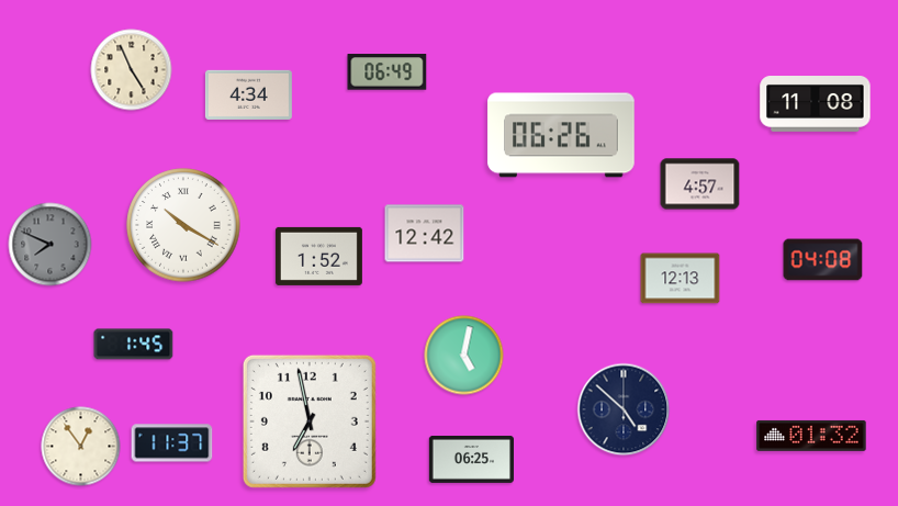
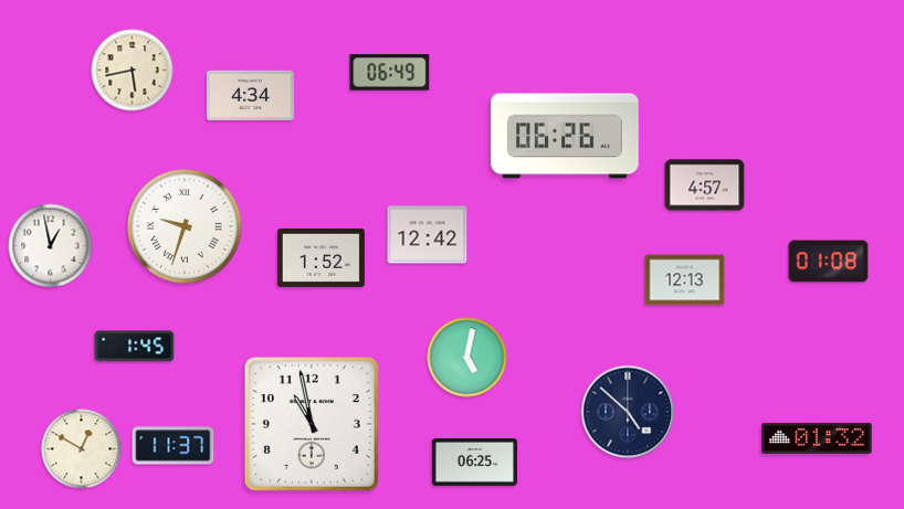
clock at (132, 70): 4:56 -> 5:43
clock at (816, 104): 11:08 -> none
clock at (183, 225): 10:20 -> 9:33
clock at (50, 245): 7:49 -> 12:58
clock at (50, 245) dial: grey -> white
clock at (823, 260): 04:08 -> 01:08
clock at (310, 421): 6:58 -> 10:58
clock at (81, 447): 12:54 -> 12:50
